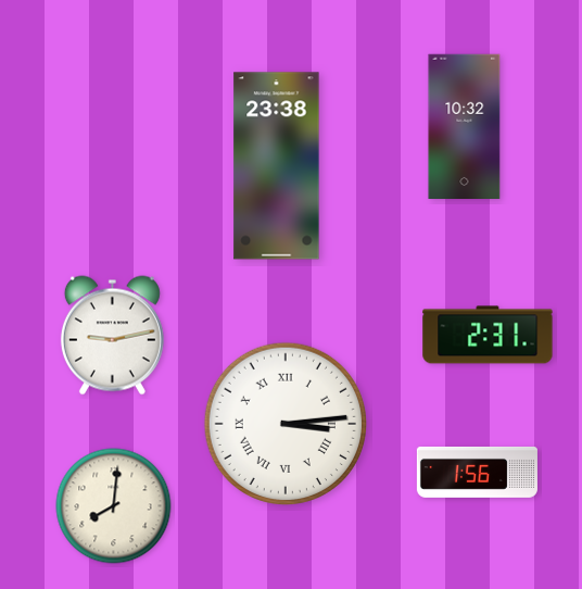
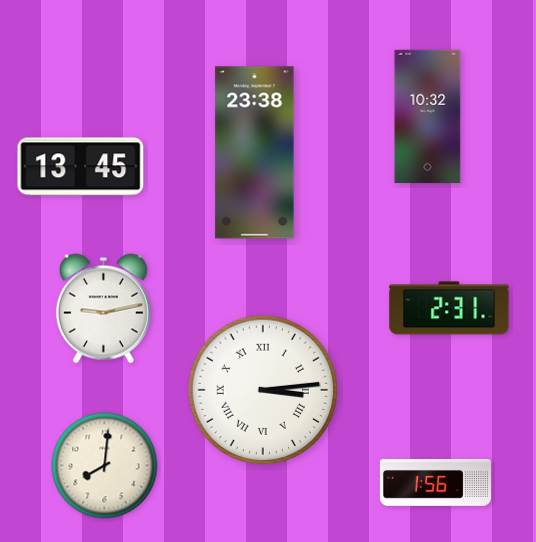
clock at (81, 167): none -> 13:45
clock at (477, 472) position: (477, 472) -> (435, 482)
